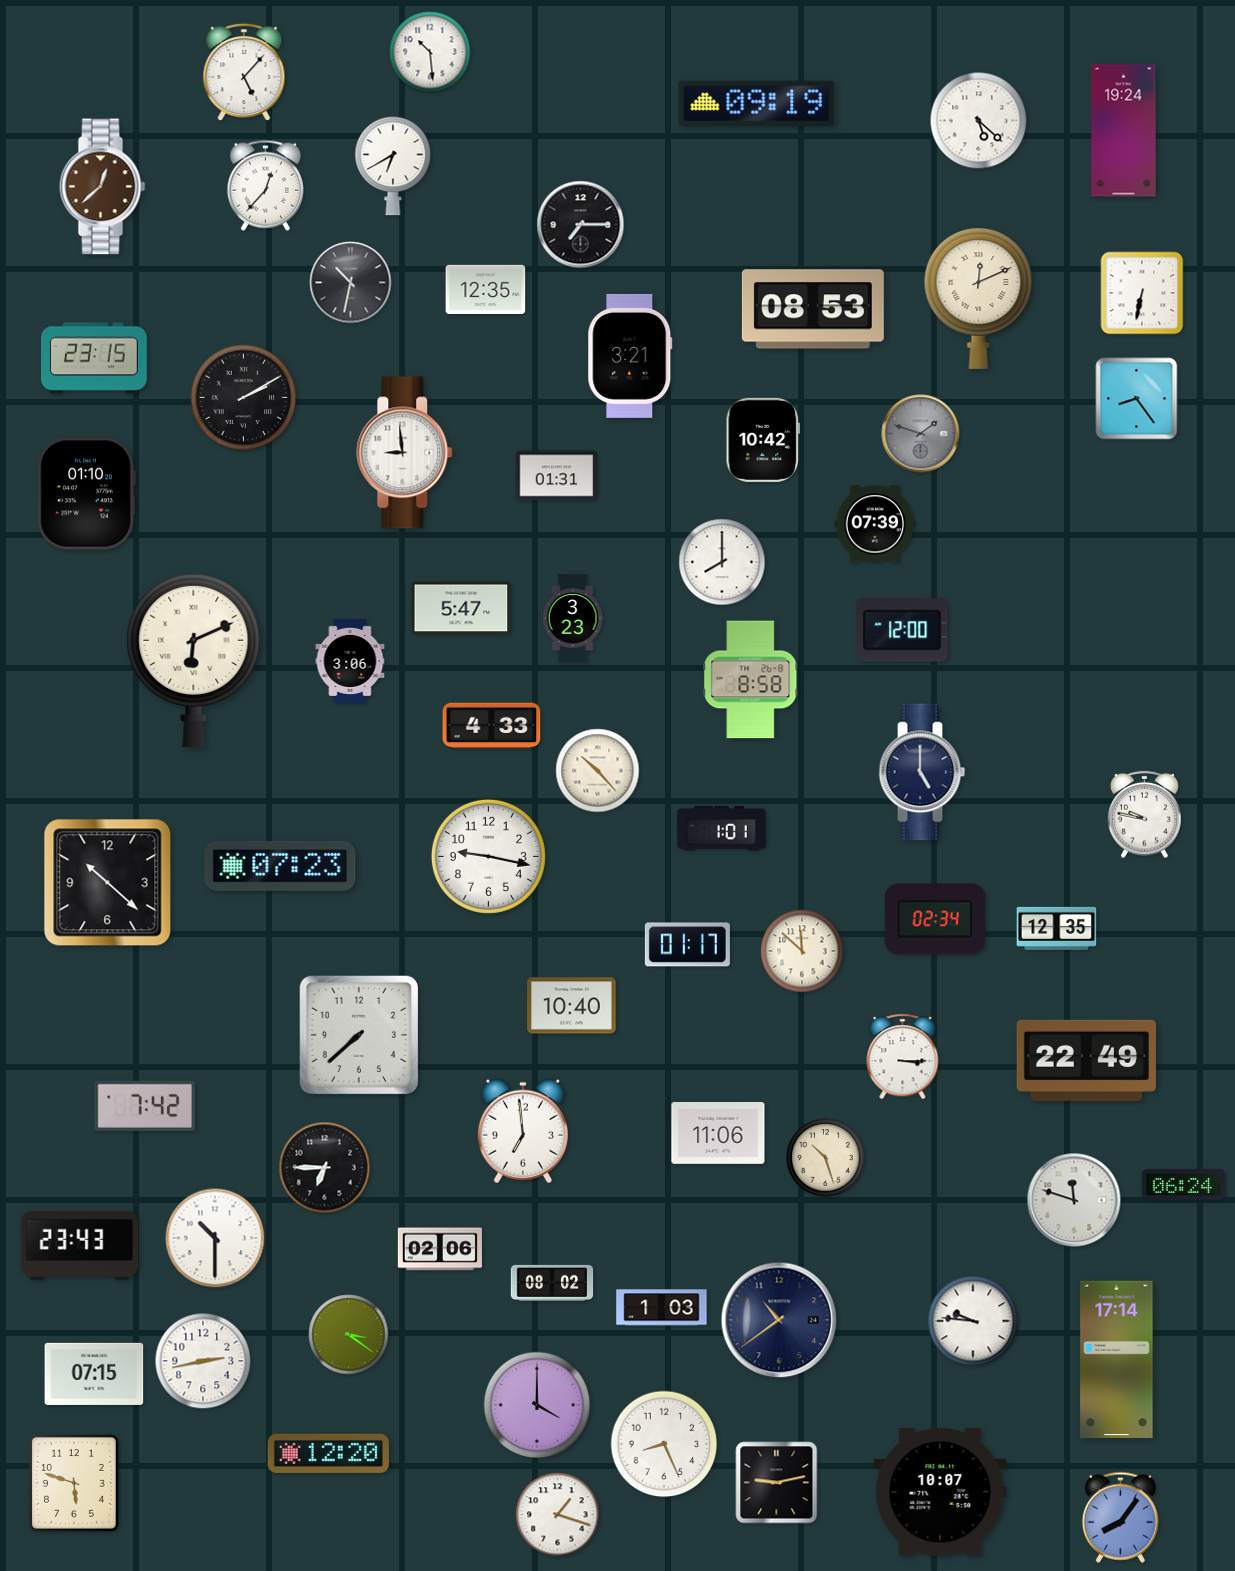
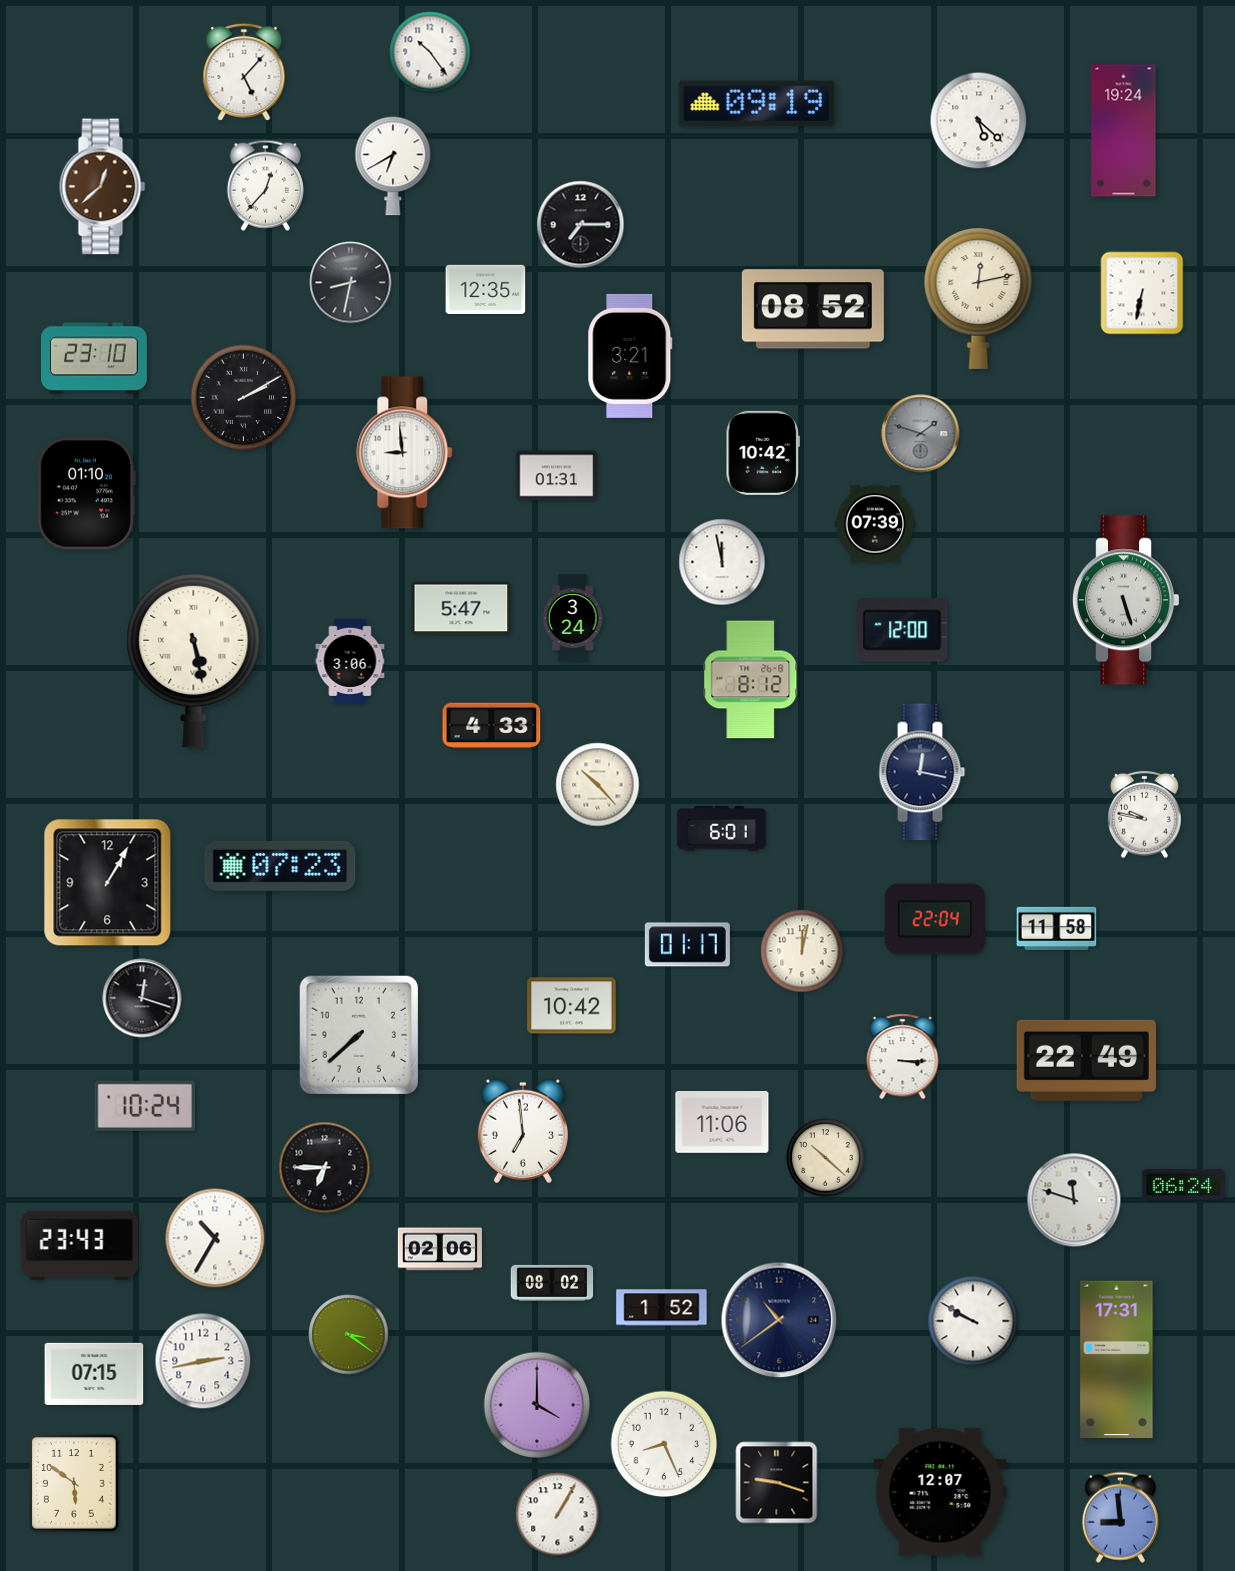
clock at (430, 52): 10:29 -> 10:24
clock at (351, 283): 10:32 -> 8:32
clock at (979, 298): 12:11 -> 12:13
clock at (813, 309): 08:53 -> 08:52
clock at (95, 358): 23:15 -> 23:10
clock at (1137, 399): 8:24 -> none
clock at (763, 440) position: (763, 440) -> (763, 453)
clock at (722, 562): 8:00 -> 11:58
clock at (1127, 600): none -> 5:27
clock at (573, 618): 3:23 -> 3:24
clock at (194, 660): 6:11 -> 5:28
clock at (751, 680): 8:58 -> 8:12
clock at (598, 771) position: (598, 771) -> (598, 785)
clock at (922, 772): 5:00 -> 12:17
clock at (722, 829): 1:01 -> 6:01
clock at (488, 856): 9:17 -> none
clock at (108, 883): 10:22 -> 1:05
clock at (935, 919): 02:34 -> 22:04
clock at (1057, 928): 12:35 -> 11:58
clock at (802, 951): 11:52 -> 12:02
clock at (142, 998): none -> 12:18
clock at (572, 1006): 10:40 -> 10:42
clock at (144, 1106): 7:42 -> 10:24
clock at (718, 1134) position: (718, 1134) -> (722, 1123)
clock at (826, 1158): 10:27 -> 10:22
clock at (215, 1238): 10:30 -> 10:35
clock at (662, 1308): 1:03 -> 1:52
clock at (973, 1321): 9:46 -> 9:50
clock at (1117, 1360): 17:14 -> 17:31
clock at (328, 1453): 12:20 -> none
clock at (74, 1483): 5:48 -> 5:51
clock at (777, 1483): 9:13 -> 9:18
clock at (940, 1493): 10:07 -> 12:07
clock at (558, 1515): 1:18 -> 1:05
clock at (1120, 1517): 8:06 -> 8:59
